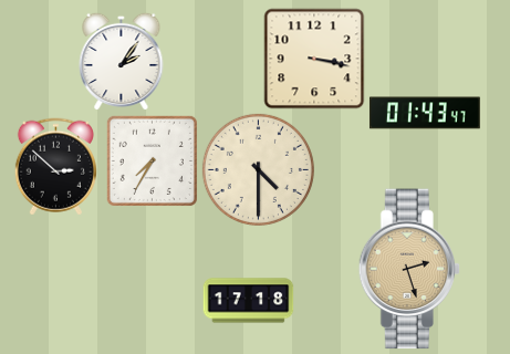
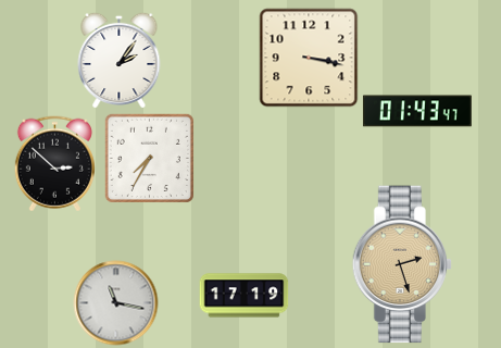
clock at (258, 169): 4:30 -> none
clock at (248, 301): 17:18 -> 17:19
clock at (115, 302): none -> 11:17
